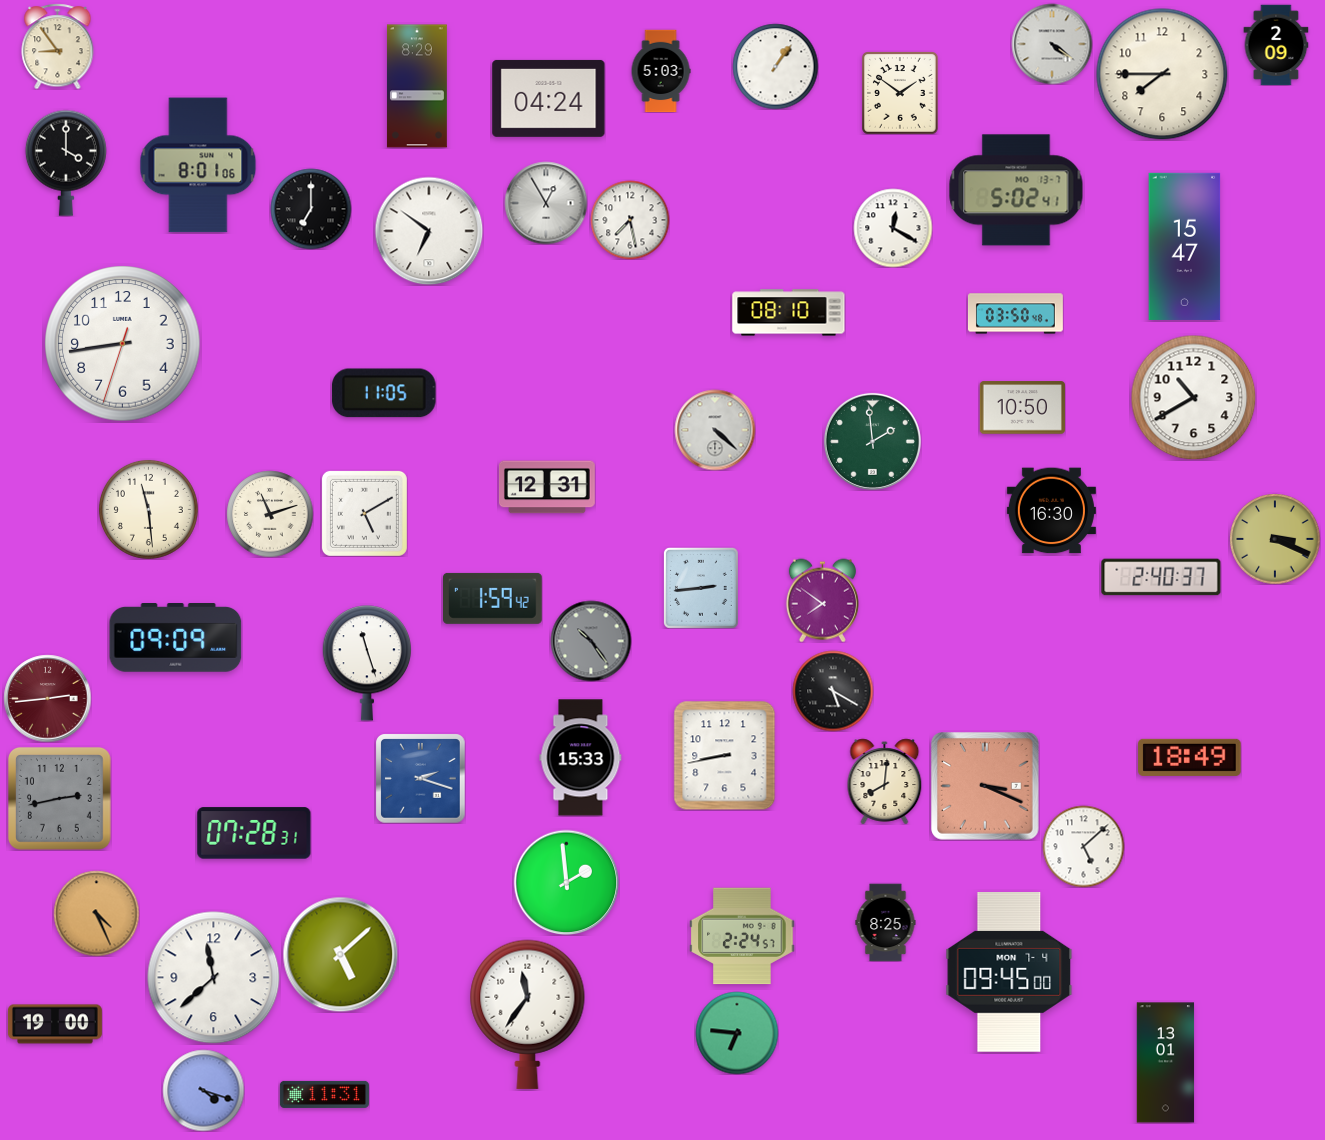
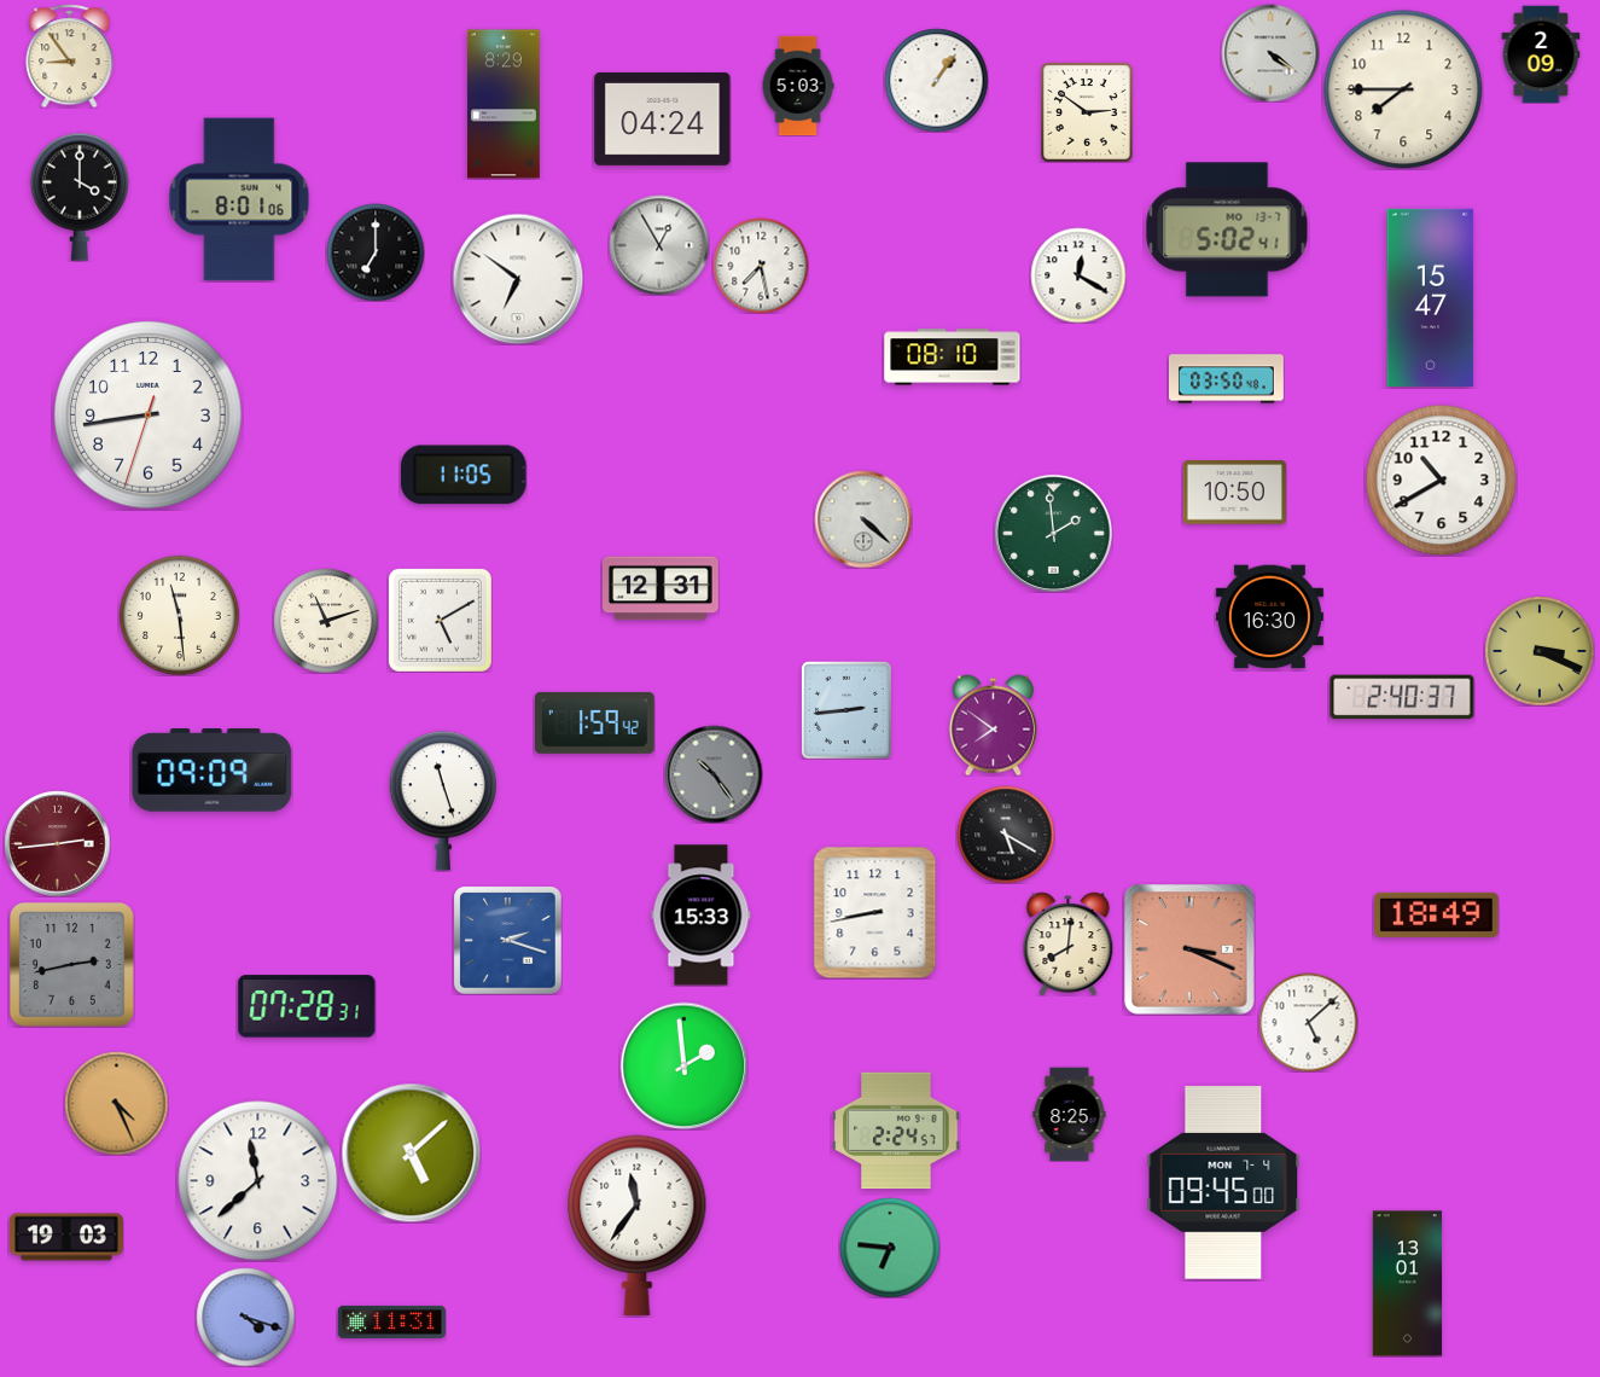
clock at (901, 93): 1:51 -> 2:51
clock at (789, 313) position: (789, 313) -> (953, 358)
clock at (1009, 973) position: (1009, 973) -> (1223, 1184)
clock at (55, 1024): 19:00 -> 19:03
